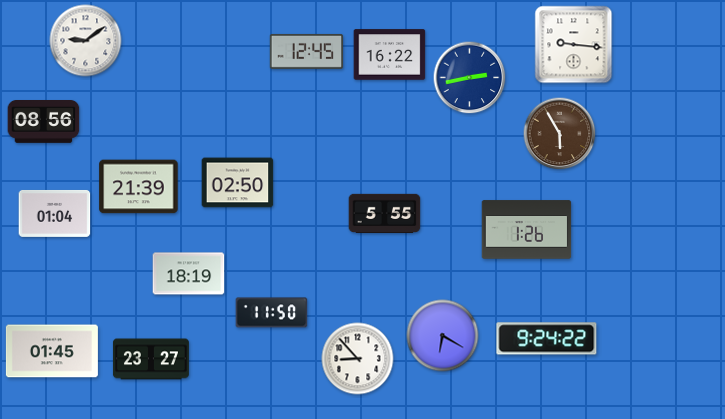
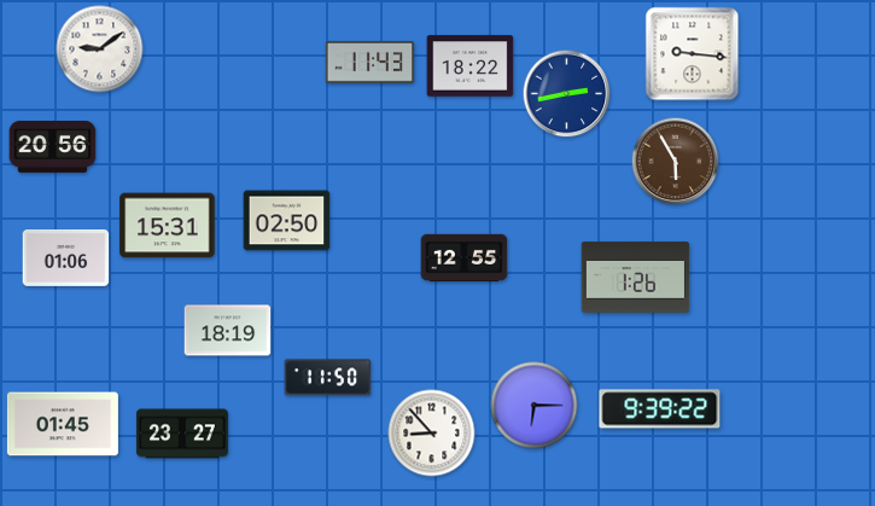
clock at (86, 41) position: (86, 41) -> (100, 50)
clock at (307, 51): 12:45 -> 11:43
clock at (390, 55): 16:22 -> 18:22
clock at (44, 122): 08:56 -> 20:56
clock at (139, 187): 21:39 -> 15:31
clock at (55, 213): 01:04 -> 01:06
clock at (385, 213): 5:55 -> 12:55
clock at (443, 336): 6:20 -> 6:15
clock at (547, 339): 9:24 -> 9:39
